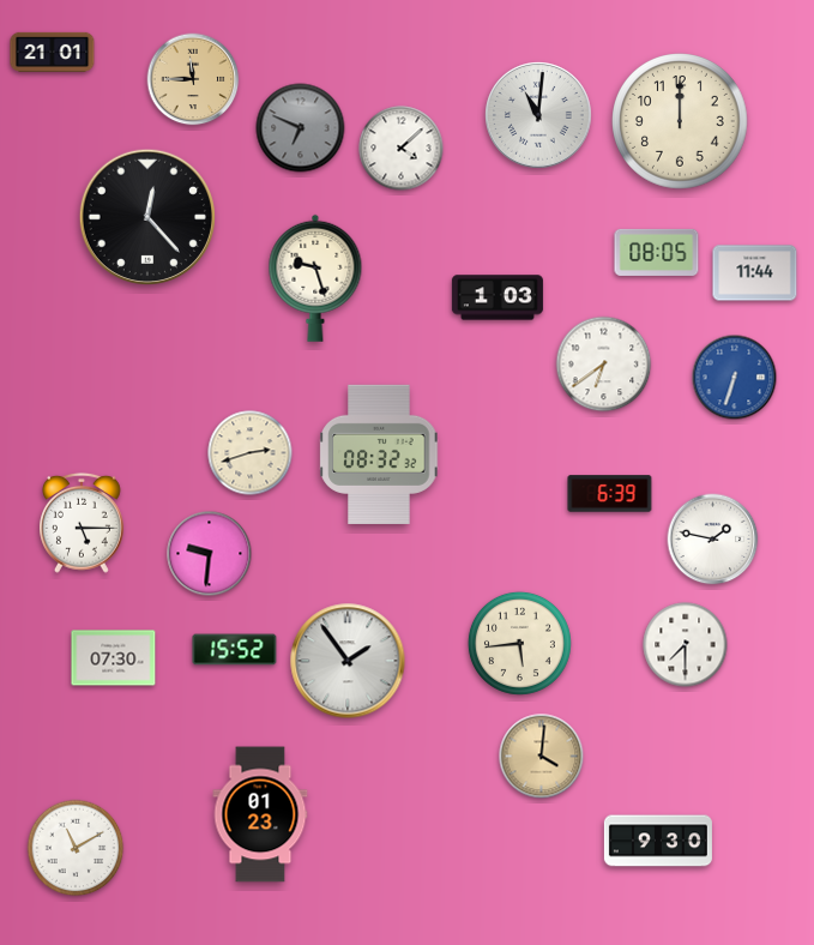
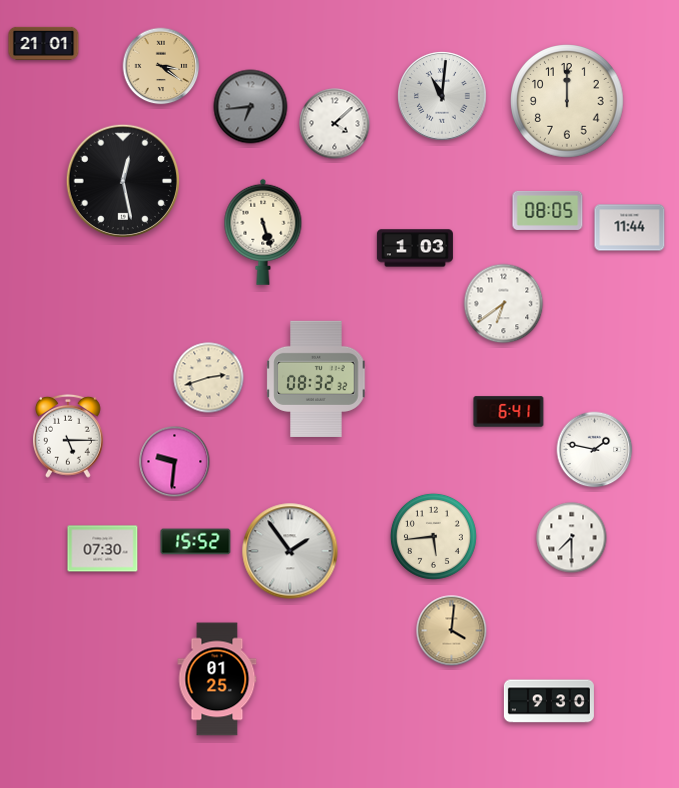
clock at (193, 79): 11:45 -> 3:21
clock at (538, 115) position: (538, 115) -> (442, 96)
clock at (301, 128): 6:49 -> 6:44
clock at (146, 216): 12:23 -> 12:28
clock at (315, 278): 9:27 -> 5:27
clock at (735, 378): 6:33 -> none
clock at (610, 494): 6:39 -> 6:41
clock at (114, 658) position: (114, 658) -> (103, 549)
clock at (260, 814): 01:23 -> 01:25
clock at (76, 848): 11:10 -> none
